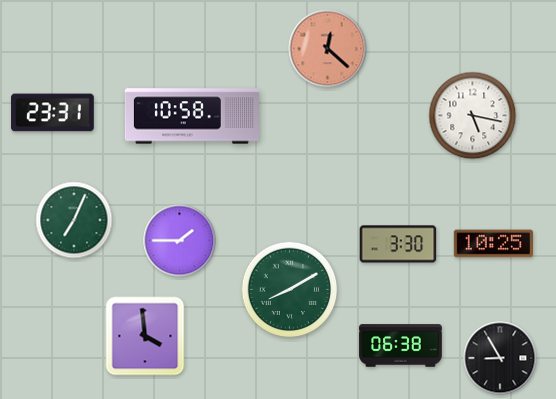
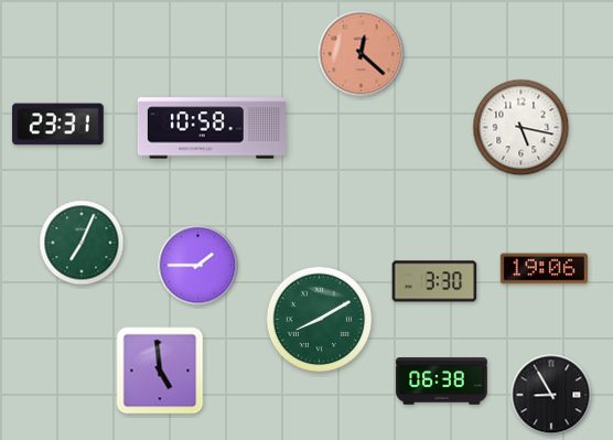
clock at (398, 244) position: (398, 244) -> (434, 281)
clock at (493, 244): 10:25 -> 19:06
clock at (145, 336): 3:59 -> 4:59
